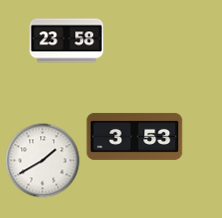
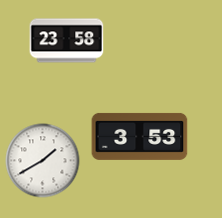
clock at (135, 136) position: (135, 136) -> (140, 136)
